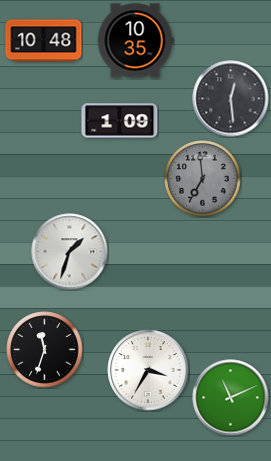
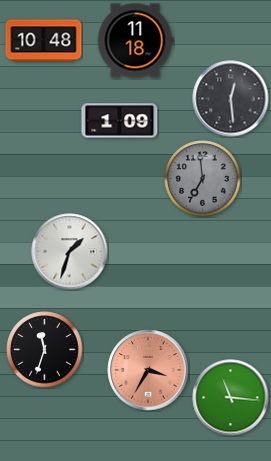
clock at (135, 41): 10:35 -> 11:18
clock at (148, 370) dial: white -> salmon
clock at (231, 398): 11:11 -> 11:16
